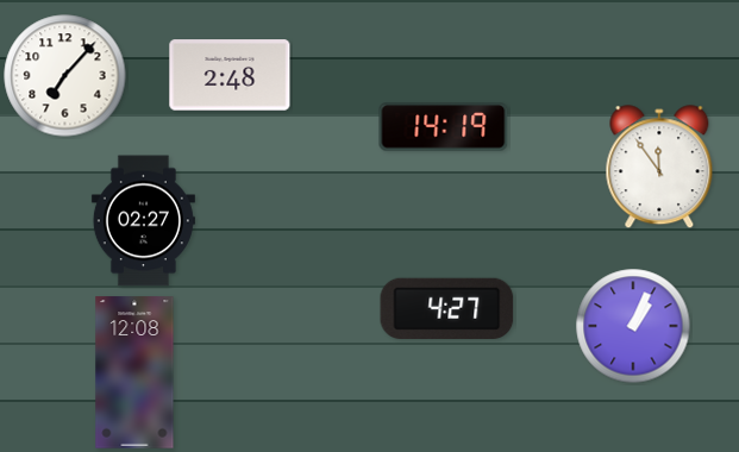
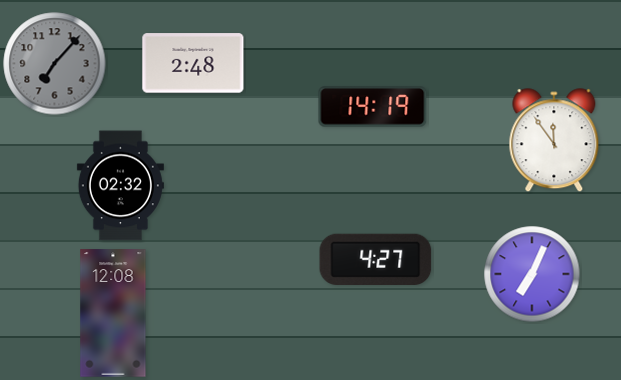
clock at (65, 76) dial: white -> grey
clock at (143, 221): 02:27 -> 02:32
clock at (633, 326): 1:04 -> 7:04
